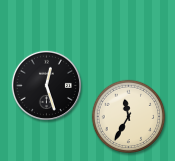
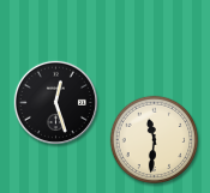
clock at (129, 117): 11:35 -> 11:31
